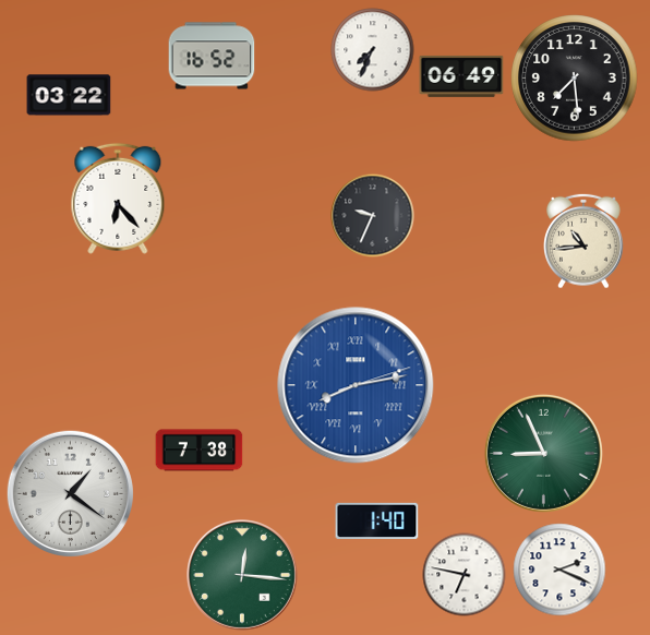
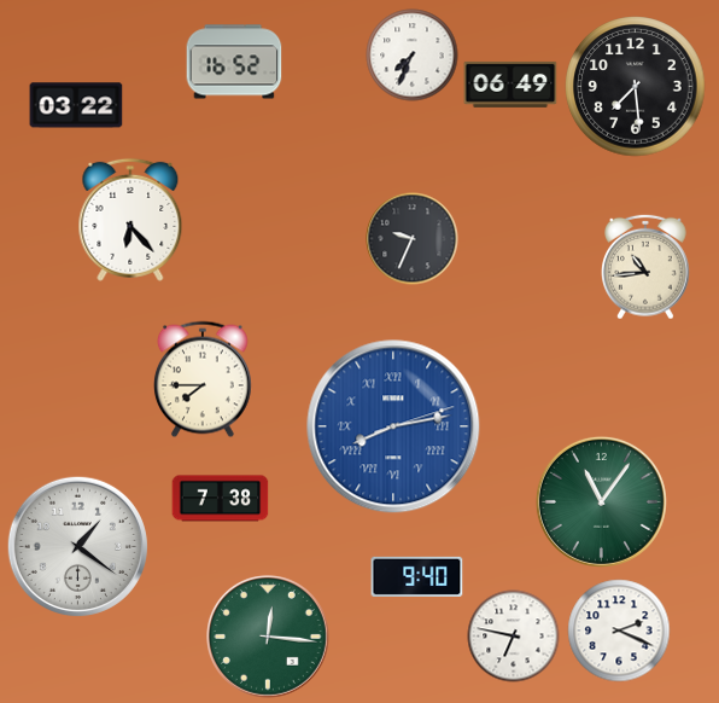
clock at (204, 379): none -> 7:45
clock at (543, 453): 8:56 -> 11:06
clock at (377, 520): 1:40 -> 9:40
